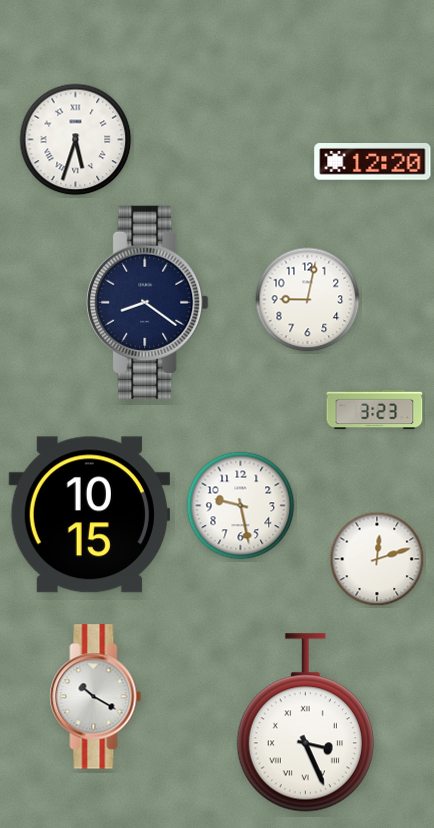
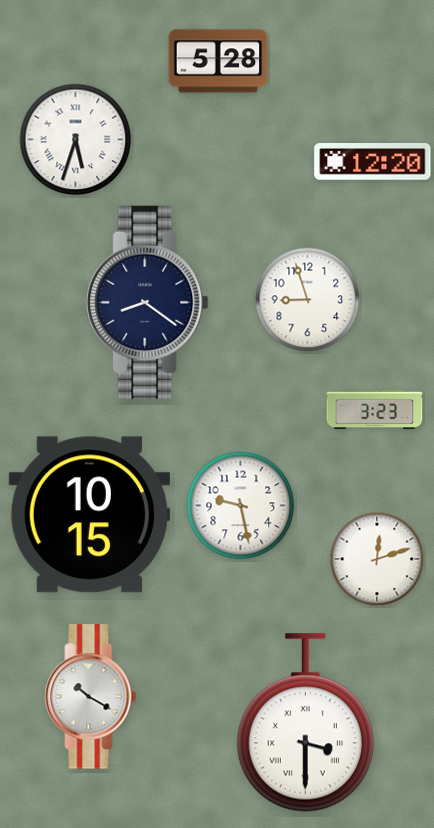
clock at (218, 61): none -> 5:28
clock at (308, 300): 9:02 -> 8:57
clock at (96, 697) position: (96, 697) -> (91, 697)
clock at (305, 723): 3:26 -> 3:30
